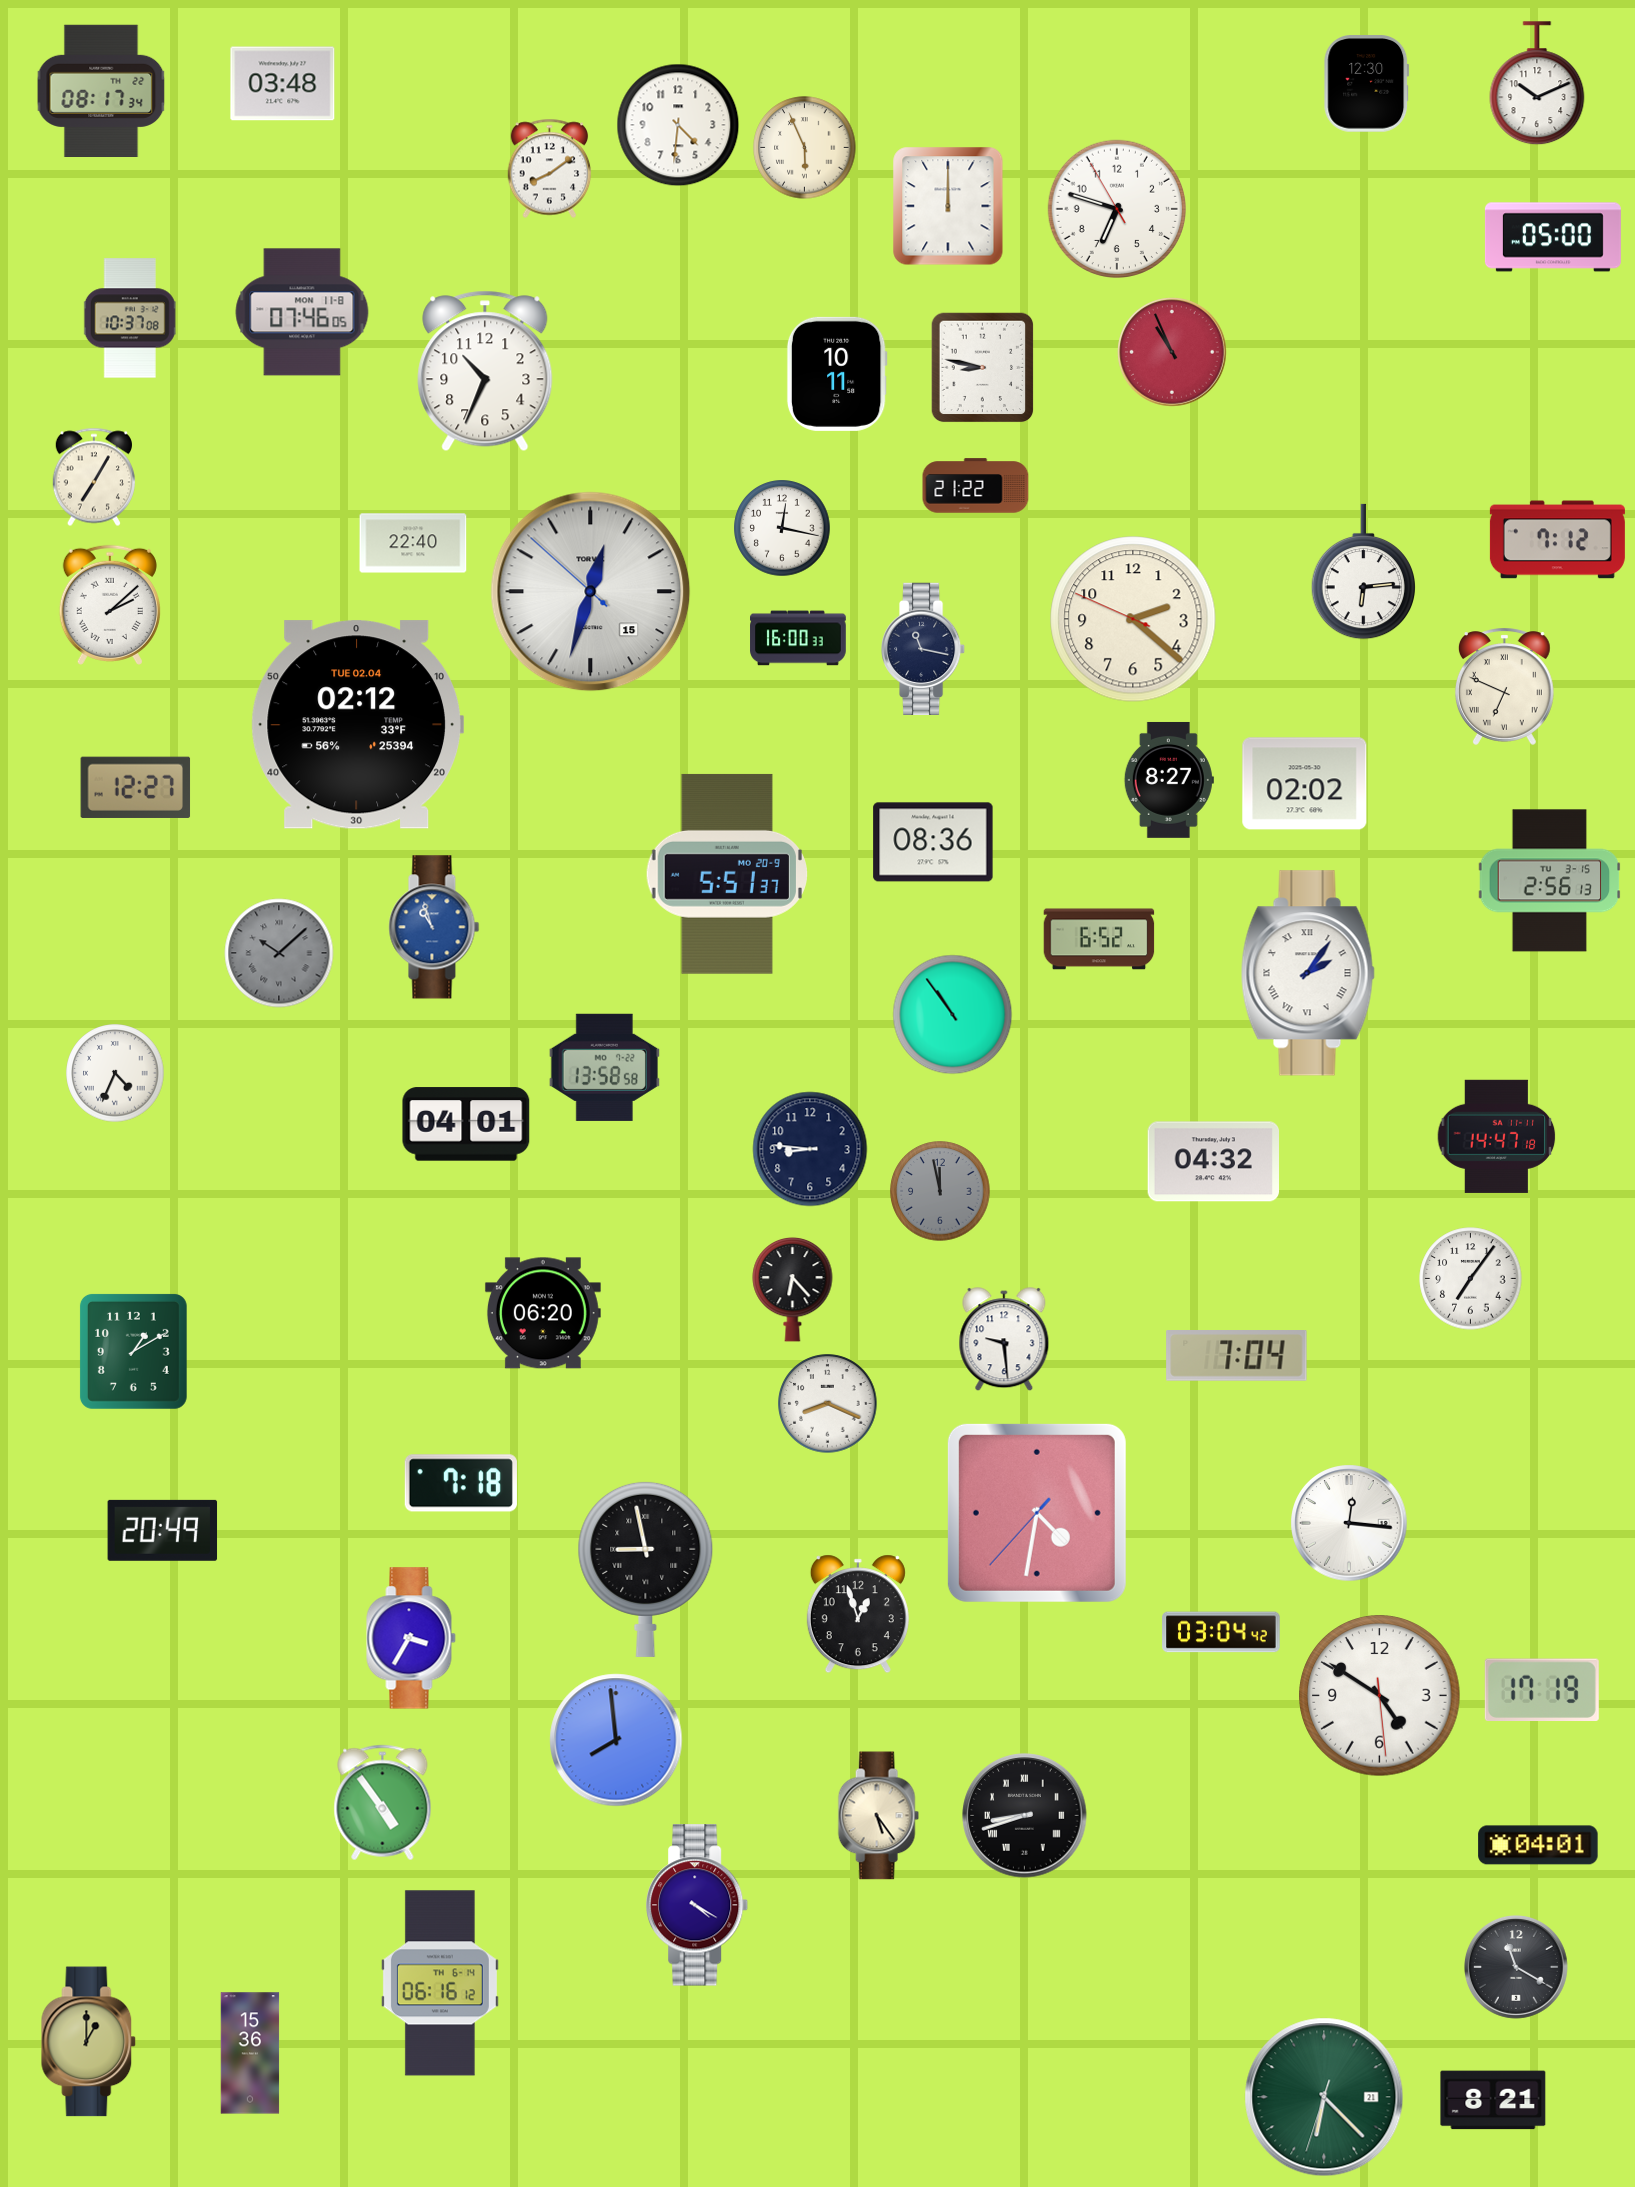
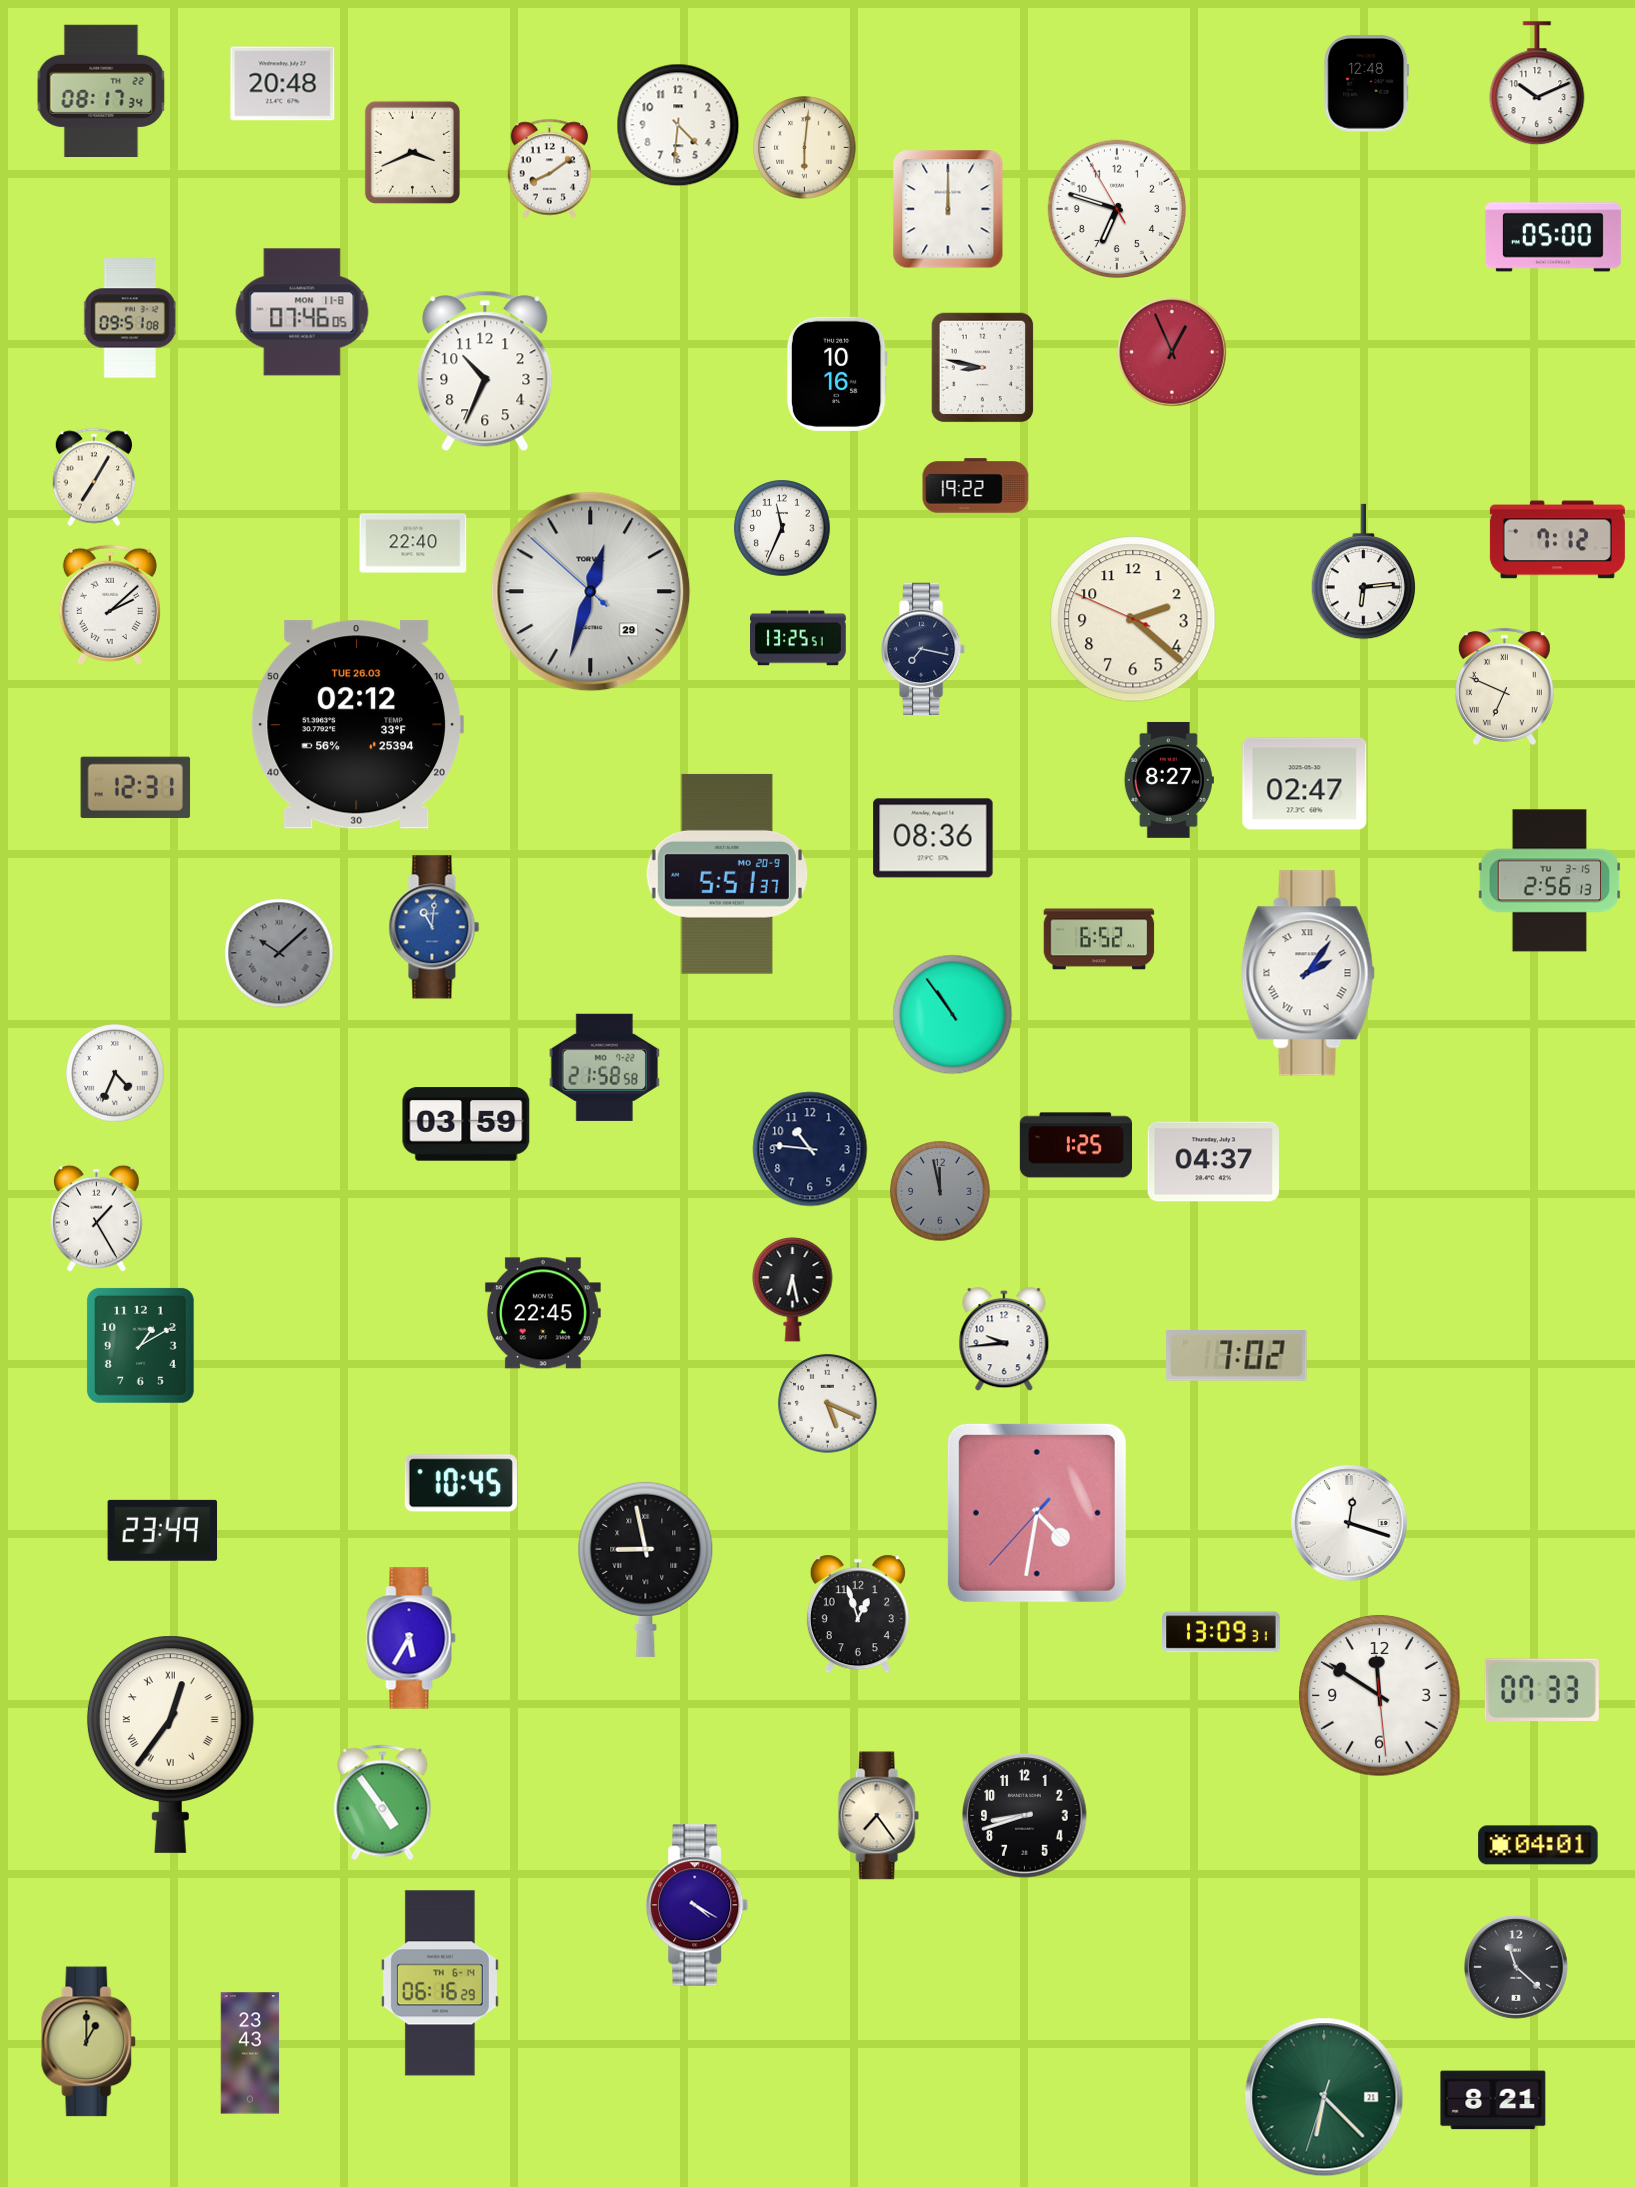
clock at (283, 84): 03:48 -> 20:48
clock at (1367, 84): 12:30 -> 12:48
clock at (805, 148): 5:56 -> 6:01
clock at (412, 152): none -> 3:41
clock at (948, 206) position: (948, 206) -> (948, 209)
clock at (130, 318): 10:37 -> 09:51
clock at (1173, 353): 10:56 -> 12:56
clock at (837, 374): 10:11 -> 10:16
clock at (976, 486): 21:22 -> 19:22
clock at (782, 528): 12:17 -> 11:34
clock at (591, 592) date: 15 -> 29
clock at (798, 638): 16:00 -> 13:25
clock at (923, 648): 11:17 -> 7:17
clock at (357, 725) date: TUE 02.04 -> TUE 26.03
clock at (1305, 784): 02:02 -> 02:47
clock at (136, 787): 12:27 -> 12:31
clock at (933, 842) position: (933, 842) -> (933, 838)
clock at (434, 927): 10:57 -> 11:01
clock at (604, 1067): 13:58 -> 21:58
clock at (466, 1124): 04:01 -> 03:59
clock at (1497, 1136): 14:47 -> none
clock at (1075, 1145): none -> 1:25
clock at (810, 1149): 8:46 -> 10:46
clock at (1213, 1162): 04:32 -> 04:37
clock at (97, 1218): none -> 1:25
clock at (1471, 1279): 7:06 -> none
clock at (793, 1289): 6:23 -> 6:28
clock at (543, 1313): 06:20 -> 22:45
clock at (1004, 1340): 9:29 -> 9:44
clock at (133, 1351) position: (133, 1351) -> (140, 1345)
clock at (1237, 1356): 7:04 -> 7:02
clock at (828, 1404): 8:19 -> 5:19
clock at (461, 1483): 7:18 -> 10:45
clock at (1349, 1523): 12:16 -> 12:18
clock at (163, 1530): 20:49 -> 23:49
clock at (1221, 1632): 03:04 -> 13:09
clock at (411, 1638): 3:35 -> 5:35
clock at (1542, 1690): 17:19 -> 07:33
clock at (1380, 1696): 4:50 -> 11:50
clock at (616, 1740): 7:59 -> none
clock at (170, 1744): none -> 12:36
clock at (878, 1816): 5:24 -> 7:24
clock at (1025, 1816) numerals: Roman -> Arabic
clock at (1517, 1967): 11:20 -> 11:22
clock at (440, 1983): 06:16:12 -> 06:16:29
clock at (250, 2053): 15:36 -> 23:43
